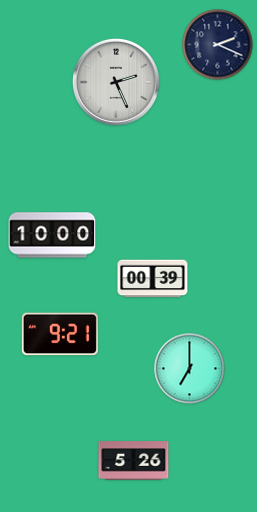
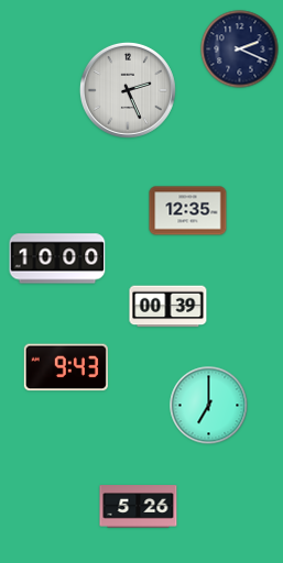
clock at (188, 211): none -> 12:35
clock at (60, 334): 9:21 -> 9:43
clock at (134, 461) position: (134, 461) -> (139, 507)
